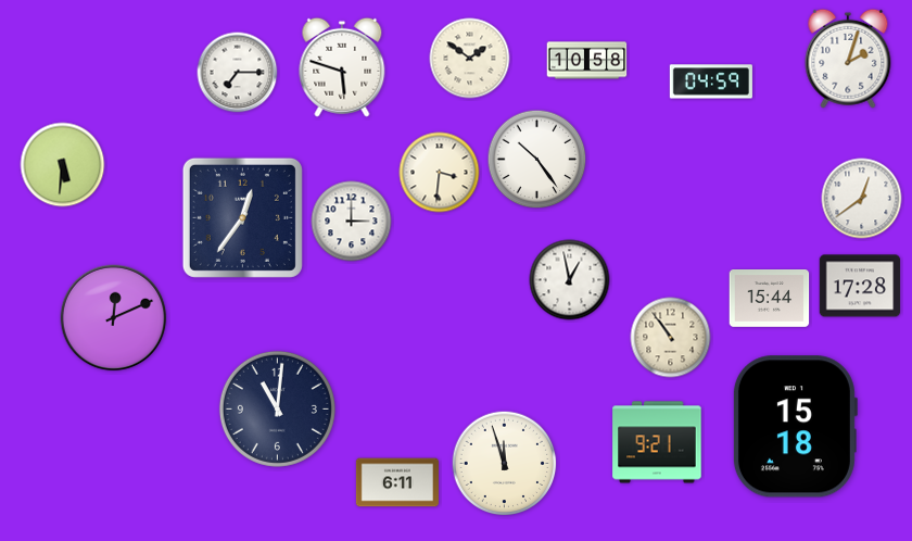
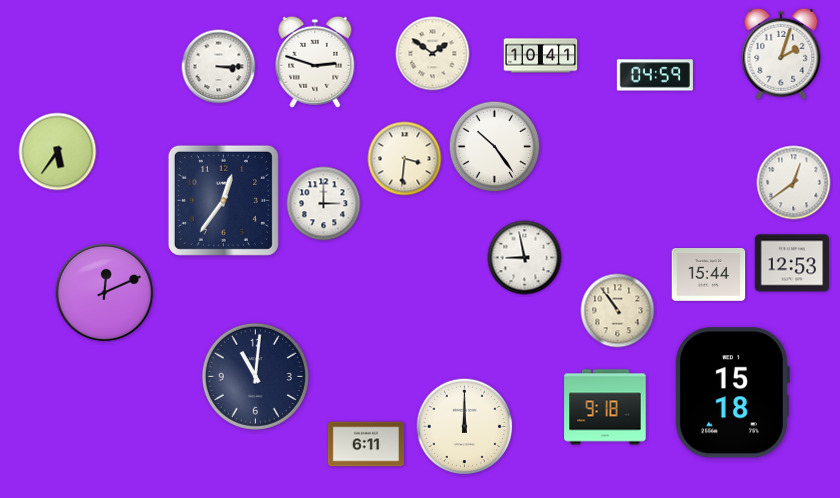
clock at (587, 61): 10:58 -> 10:41
clock at (342, 67): 5:48 -> 2:48
clock at (238, 73): 7:15 -> 3:15
clock at (63, 165): 5:31 -> 5:36
clock at (570, 280): 12:58 -> 8:58
clock at (860, 286): 17:28 -> 12:53
clock at (657, 442): 9:21 -> 9:18
clock at (505, 464): 11:57 -> 12:00
